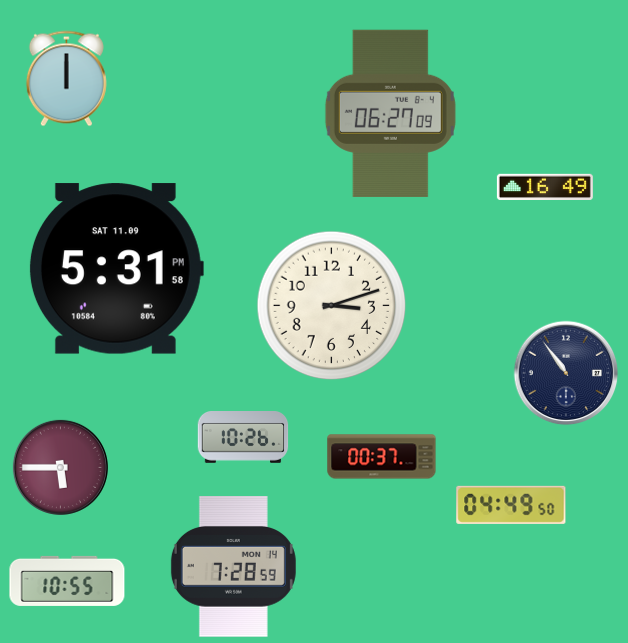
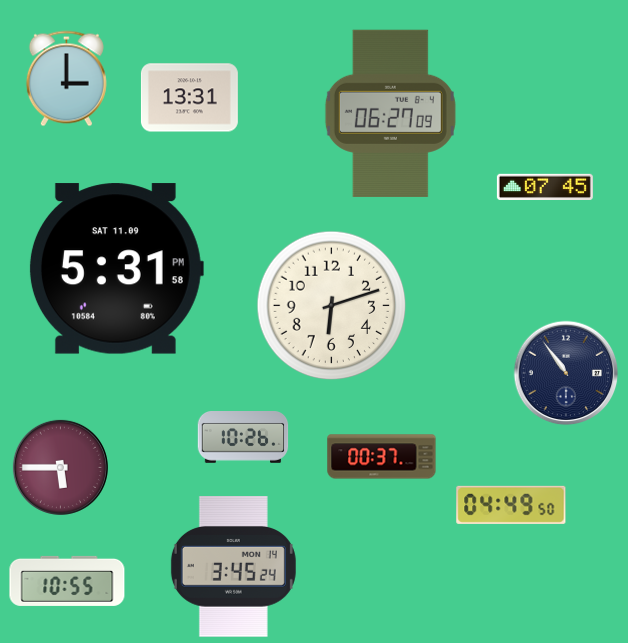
clock at (66, 79): 12:00 -> 3:00
clock at (189, 98): none -> 13:31
clock at (545, 186): 16:49 -> 07:45
clock at (332, 306): 3:12 -> 6:12
clock at (233, 567): 7:28 -> 3:45
